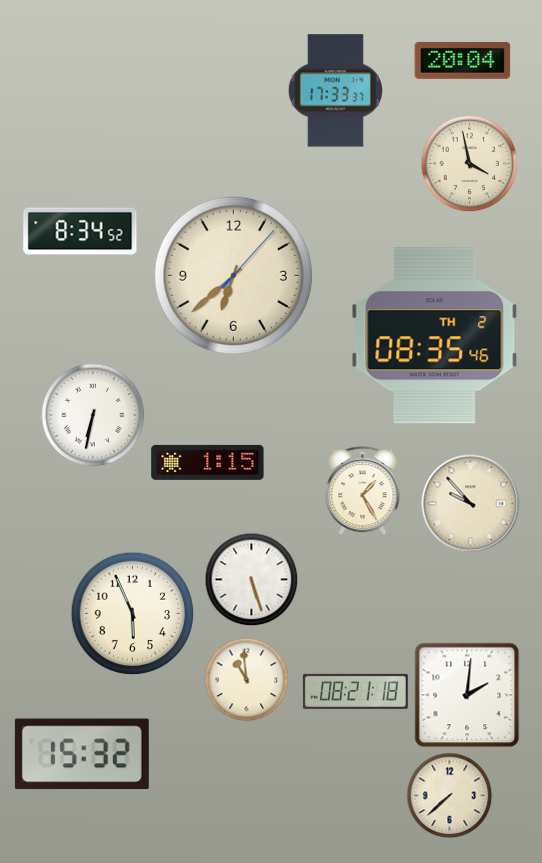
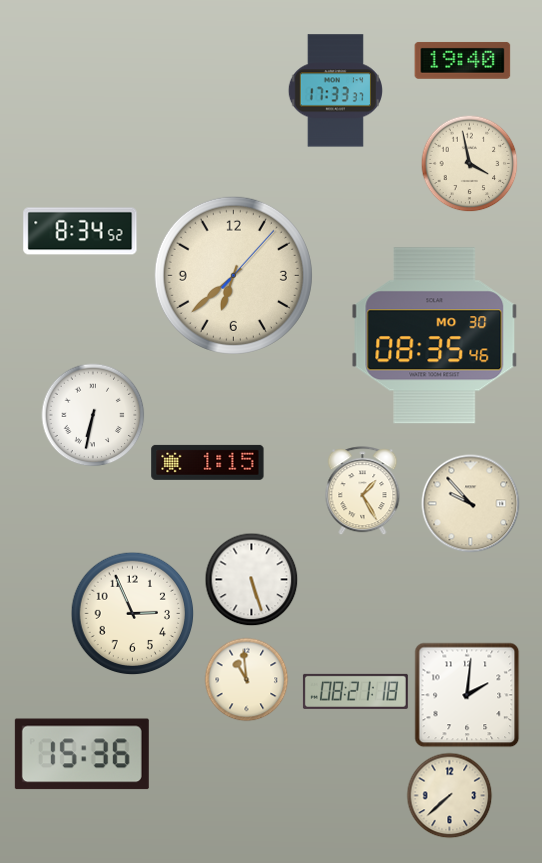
clock at (463, 60): 20:04 -> 19:40
clock at (435, 336) date: TH 2 -> MO 30
clock at (133, 614): 5:56 -> 2:56
clock at (82, 754): 15:32 -> 15:36
